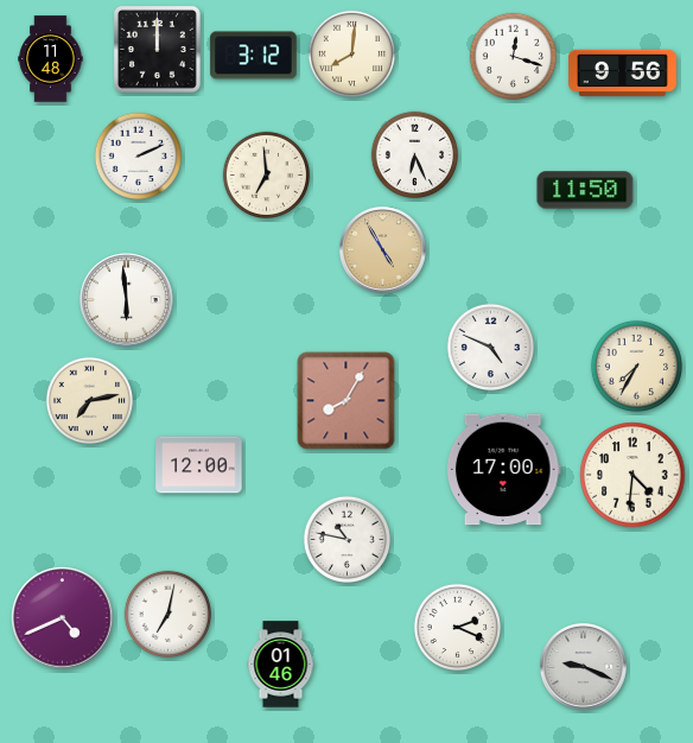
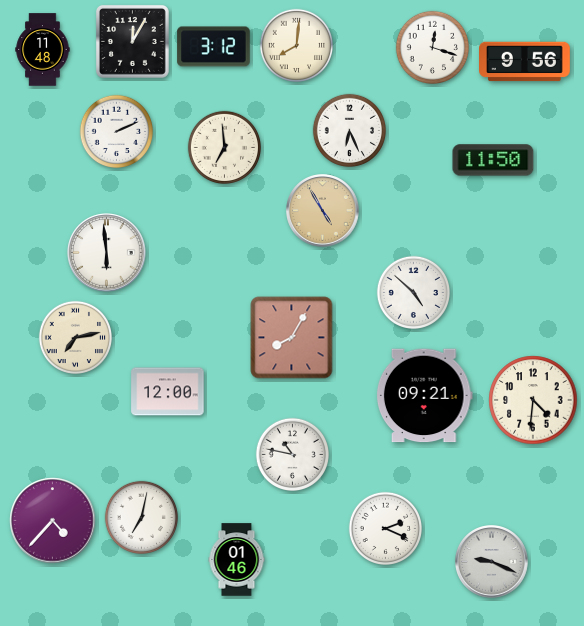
clock at (157, 49): 12:00 -> 12:05
clock at (490, 347): 4:49 -> 4:52
clock at (636, 366): 7:35 -> none
clock at (503, 470): 17:00 -> 09:21
clock at (63, 618): 4:41 -> 4:37
